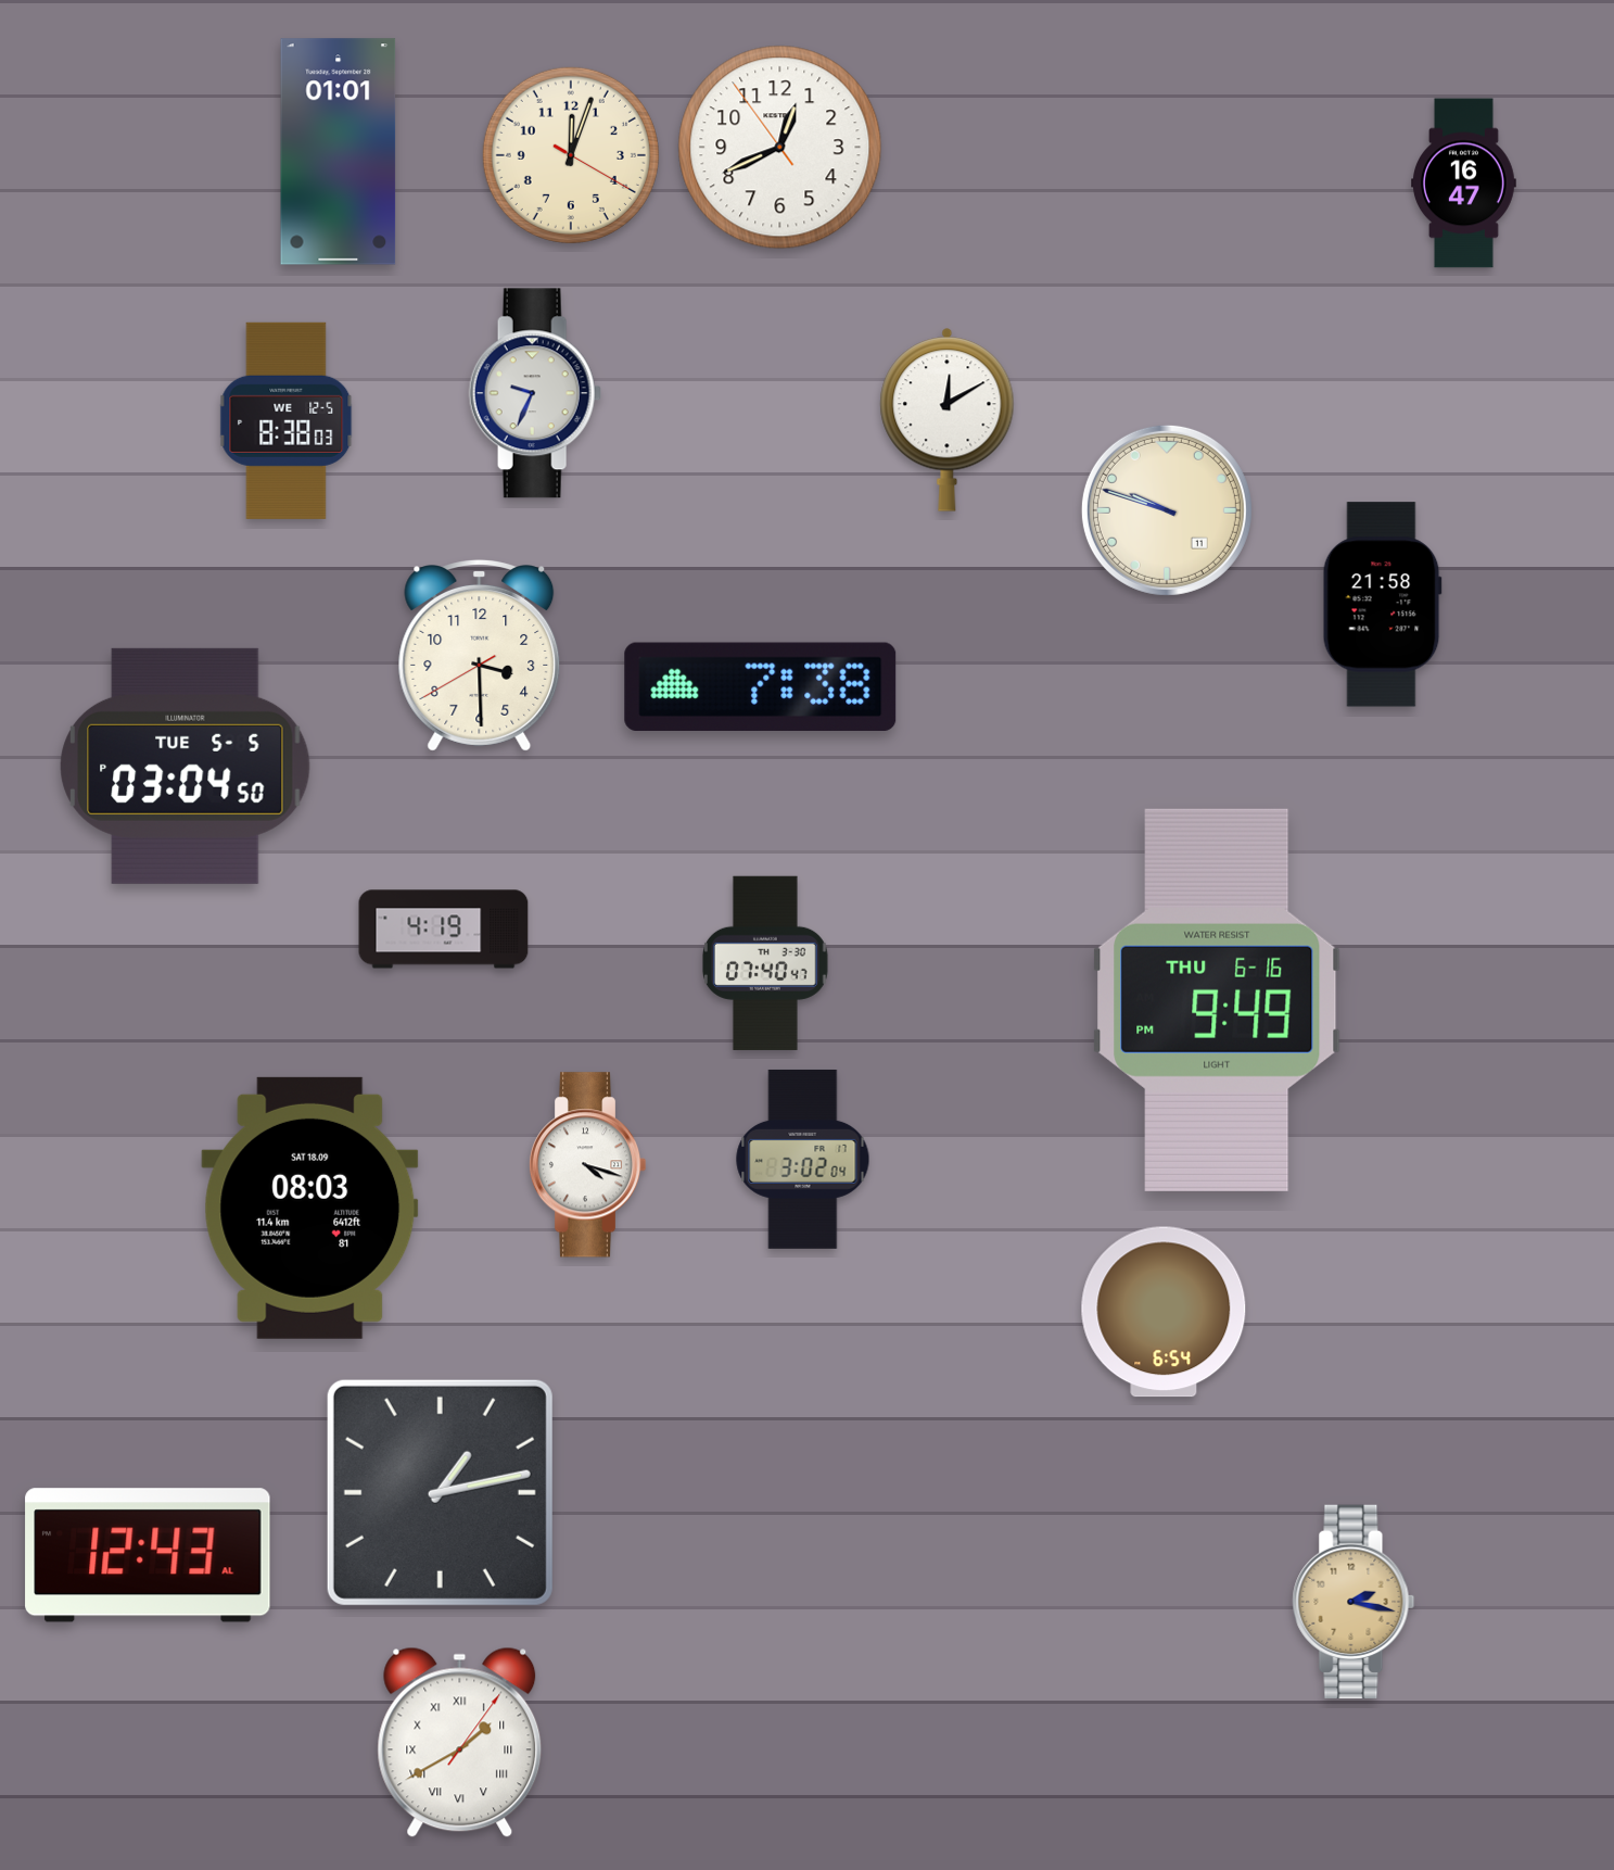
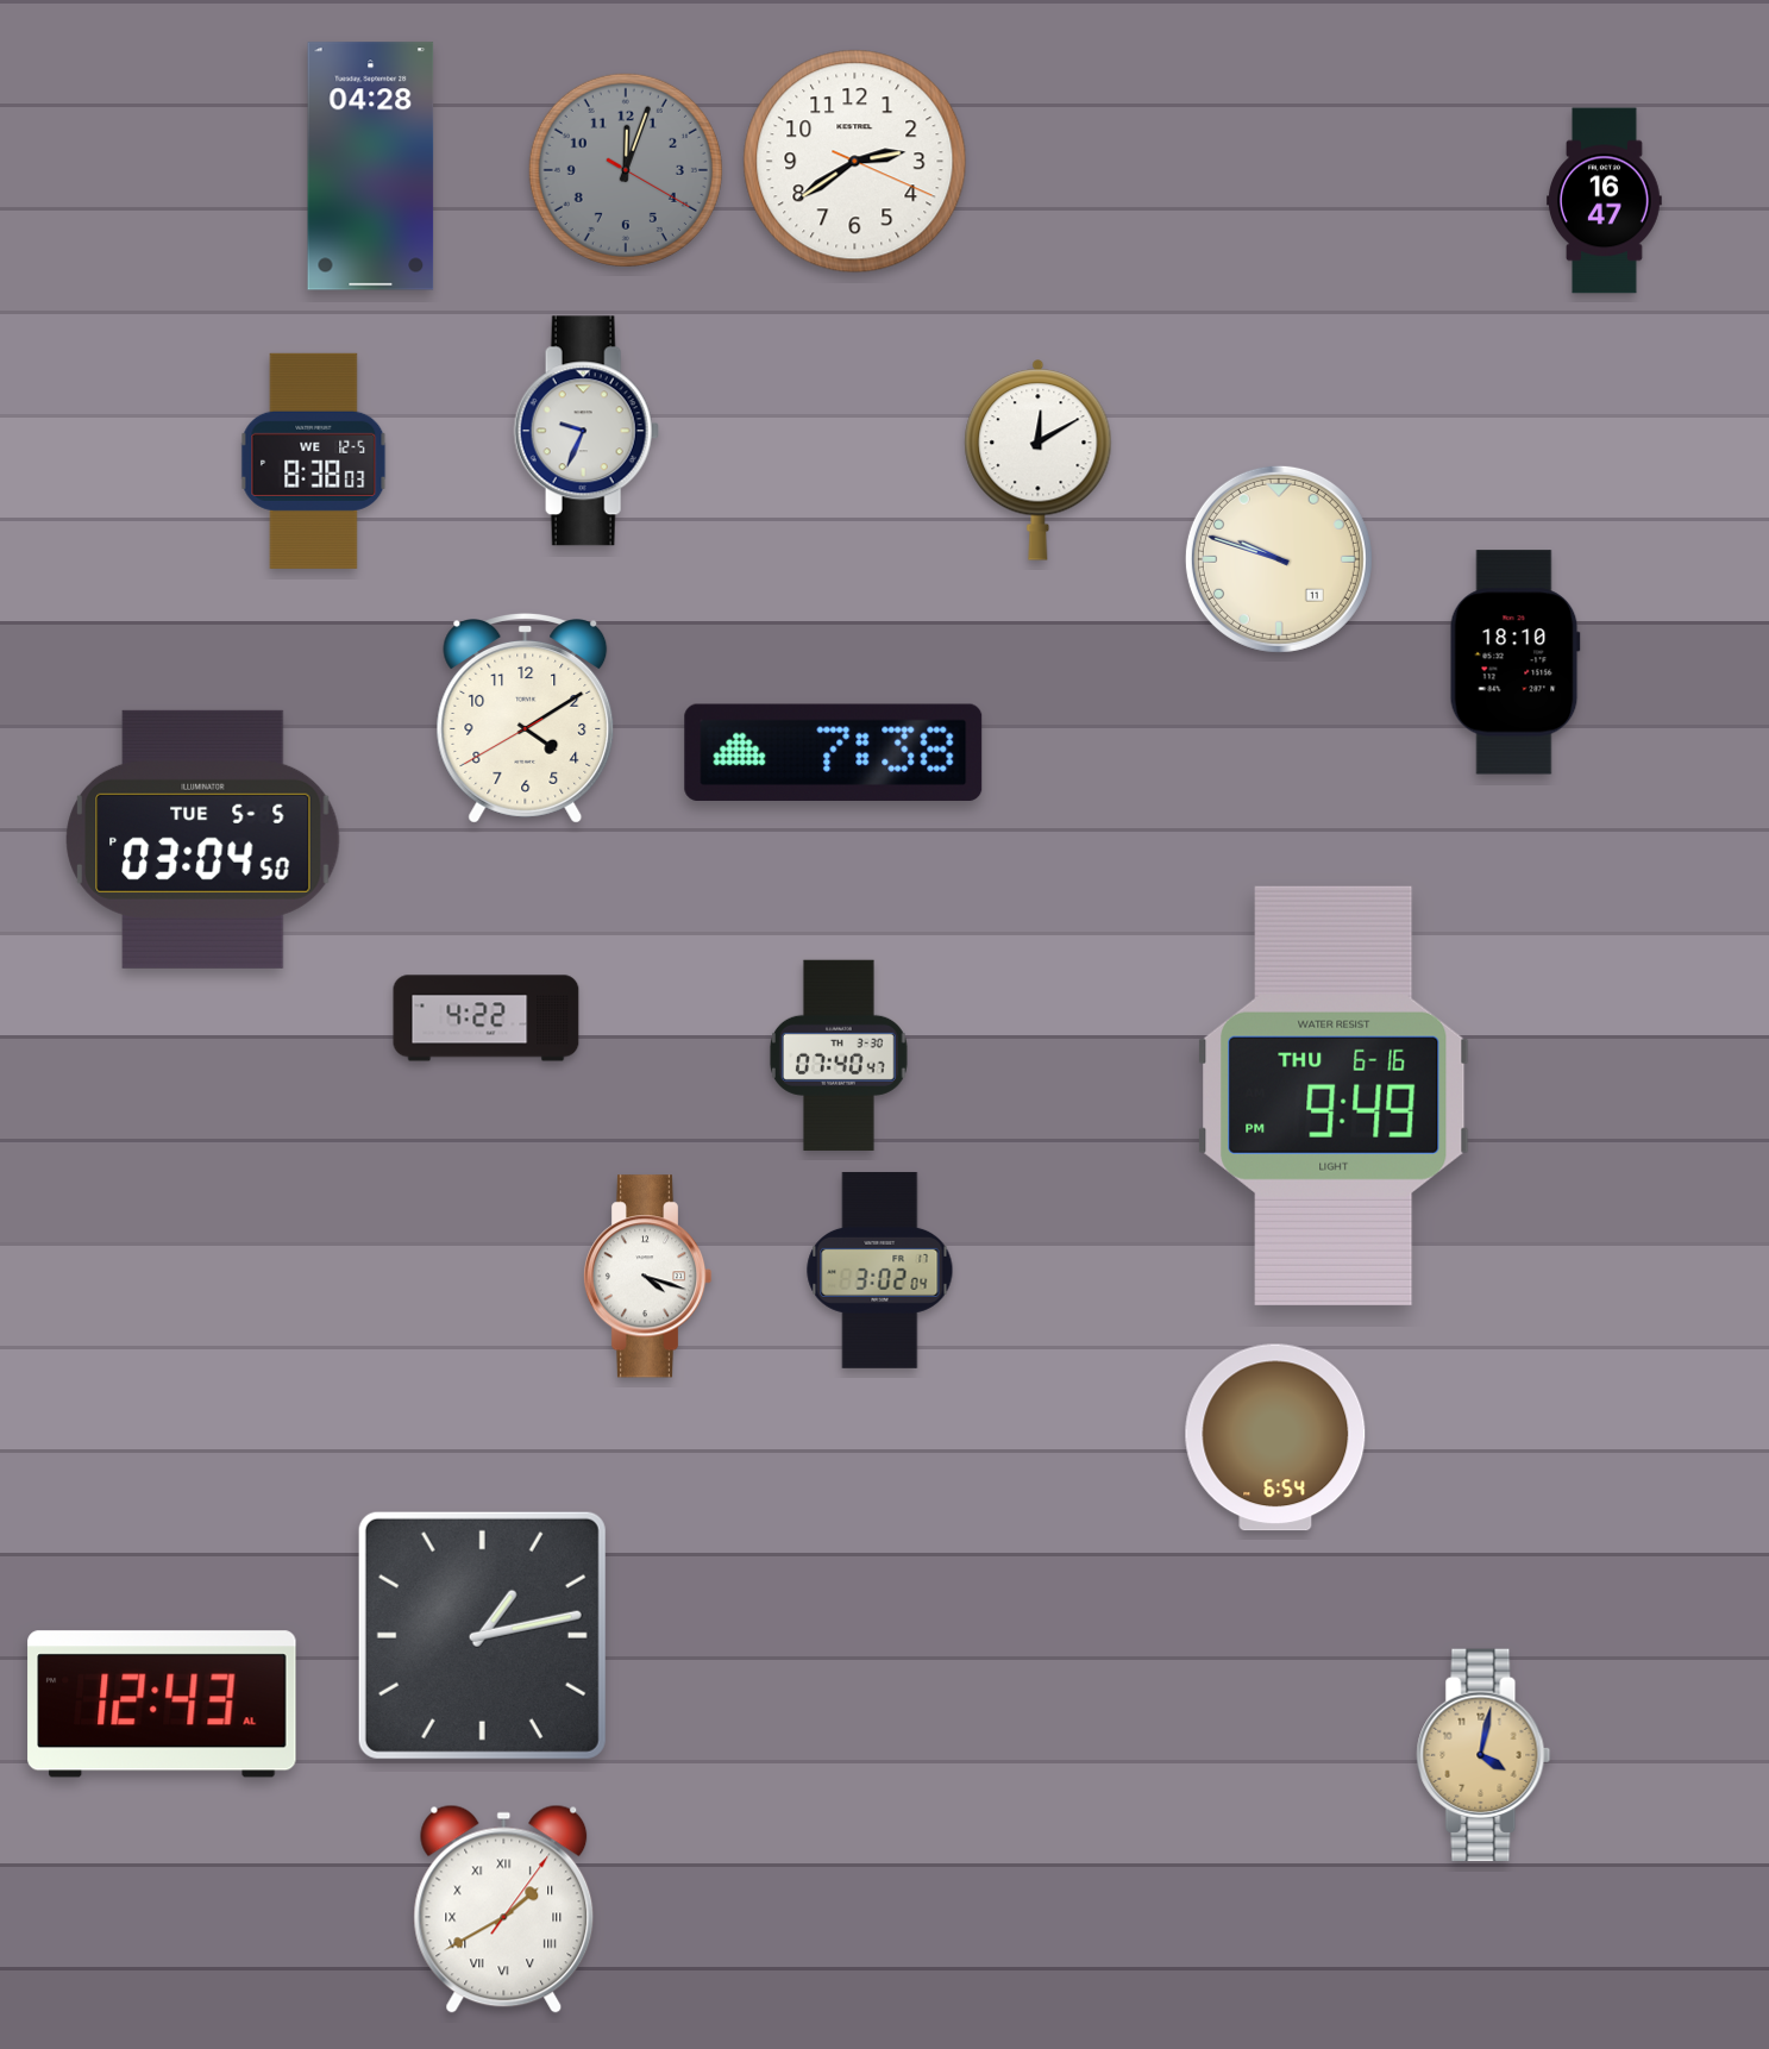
clock at (780, 148): 12:40 -> 2:39
clock at (339, 152): 01:01 -> 04:28
clock at (571, 155) dial: cream -> grey
clock at (1382, 605): 21:58 -> 18:10
clock at (480, 656): 3:29 -> 4:09
clock at (444, 930): 4:19 -> 4:22
clock at (587, 1165) position: (587, 1165) -> (647, 1277)
clock at (310, 1208): 08:03 -> none
clock at (1354, 1602): 2:17 -> 4:02
